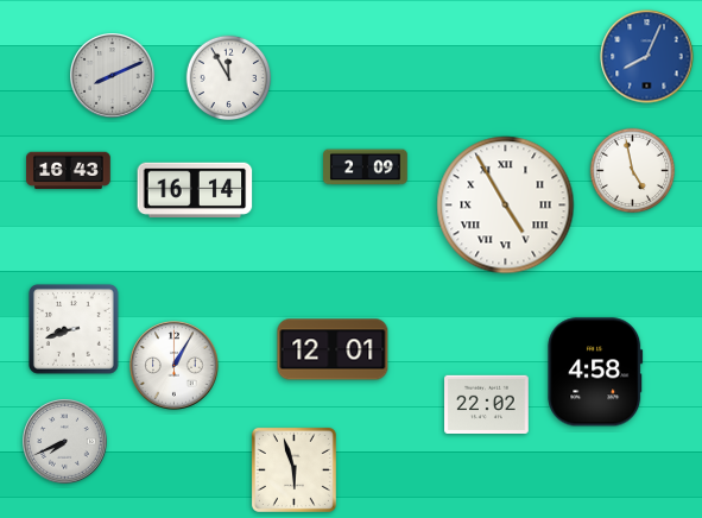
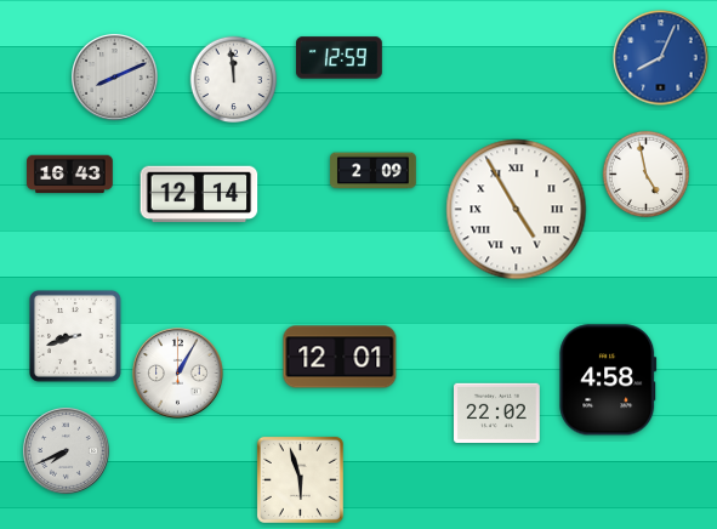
clock at (340, 58): none -> 12:59
clock at (229, 78): 11:55 -> 11:59
clock at (195, 190): 16:14 -> 12:14
